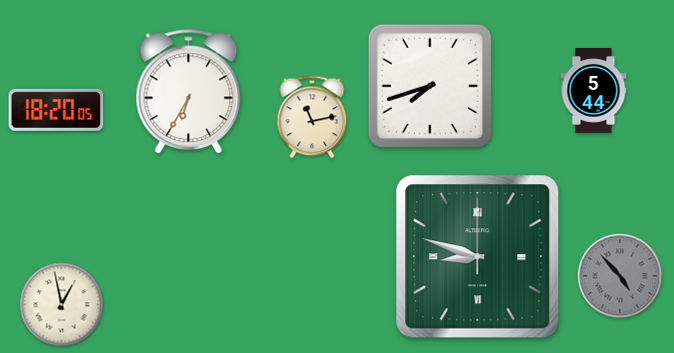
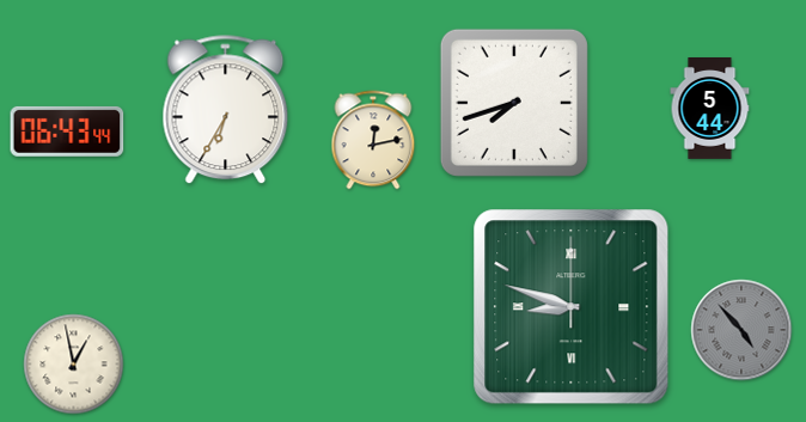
clock at (56, 110): 18:20 -> 06:43
clock at (312, 117): 11:13 -> 12:13
